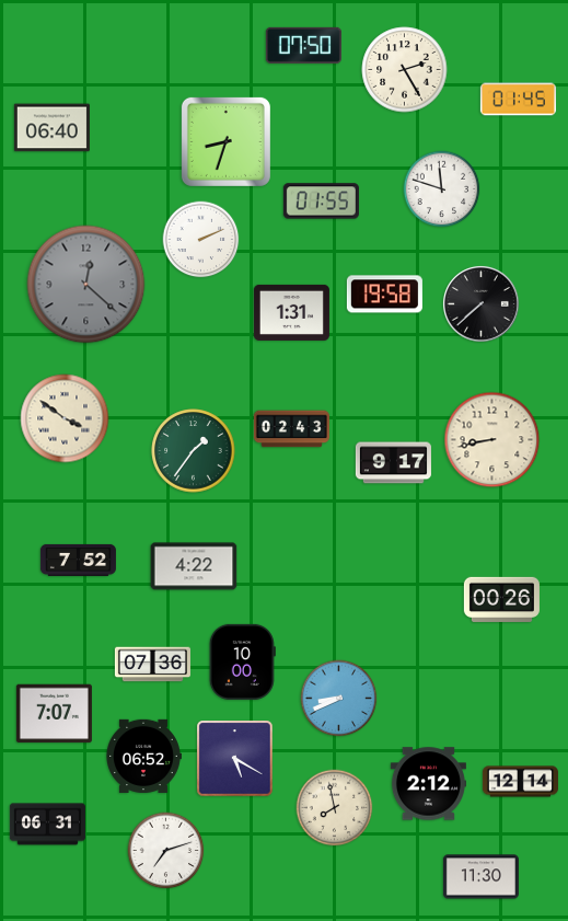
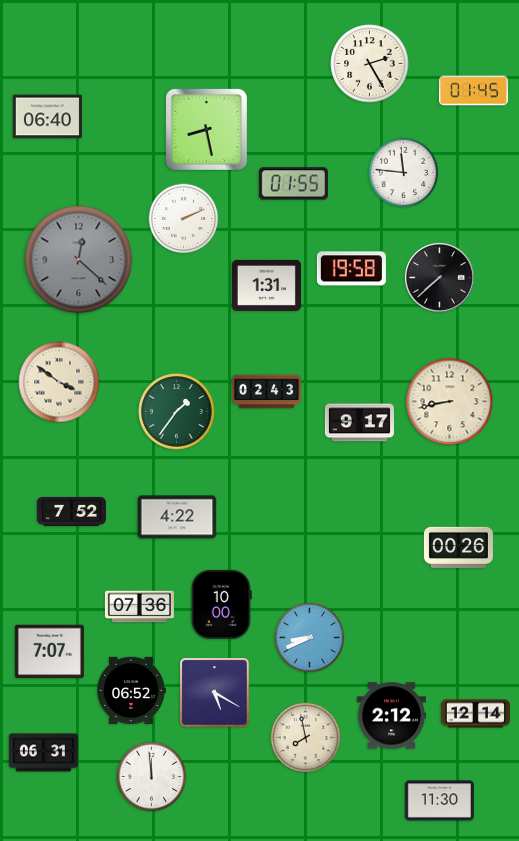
clock at (303, 45): 07:50 -> none
clock at (225, 141): 8:33 -> 8:28
clock at (442, 189): 11:48 -> 11:46
clock at (166, 851): 7:12 -> 11:59
